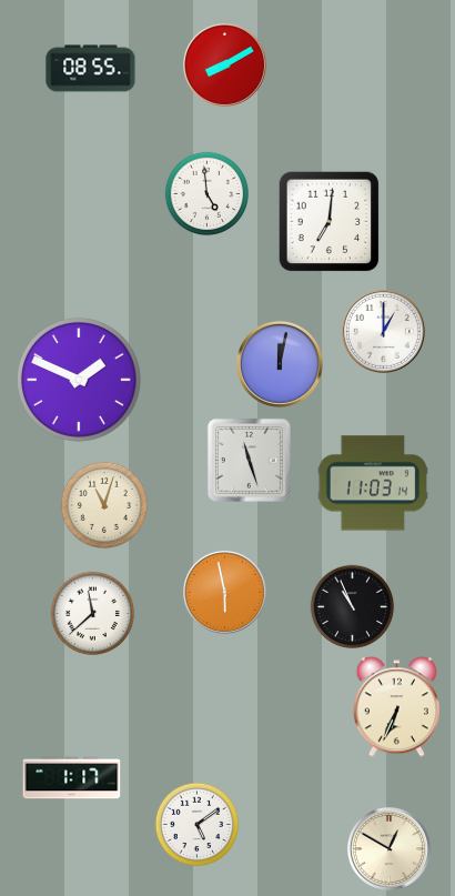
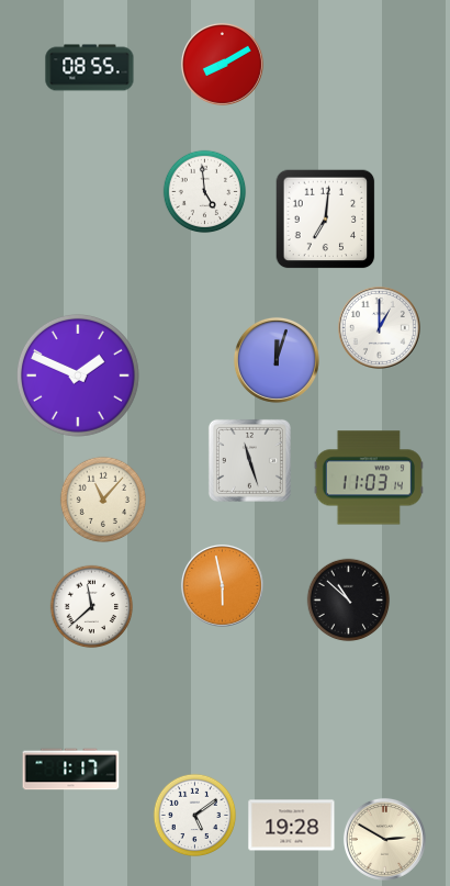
clock at (280, 364): 12:02 -> 12:03
clock at (249, 460) position: (249, 460) -> (249, 460)
clock at (103, 504): 11:03 -> 11:07
clock at (353, 607): 10:56 -> 10:52
clock at (396, 707): 6:34 -> none
clock at (292, 826): none -> 19:28
clock at (388, 848): 12:50 -> 2:50
